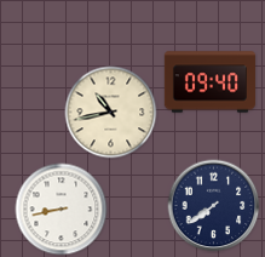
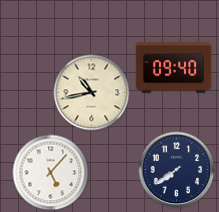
clock at (62, 210): 8:43 -> 5:07
